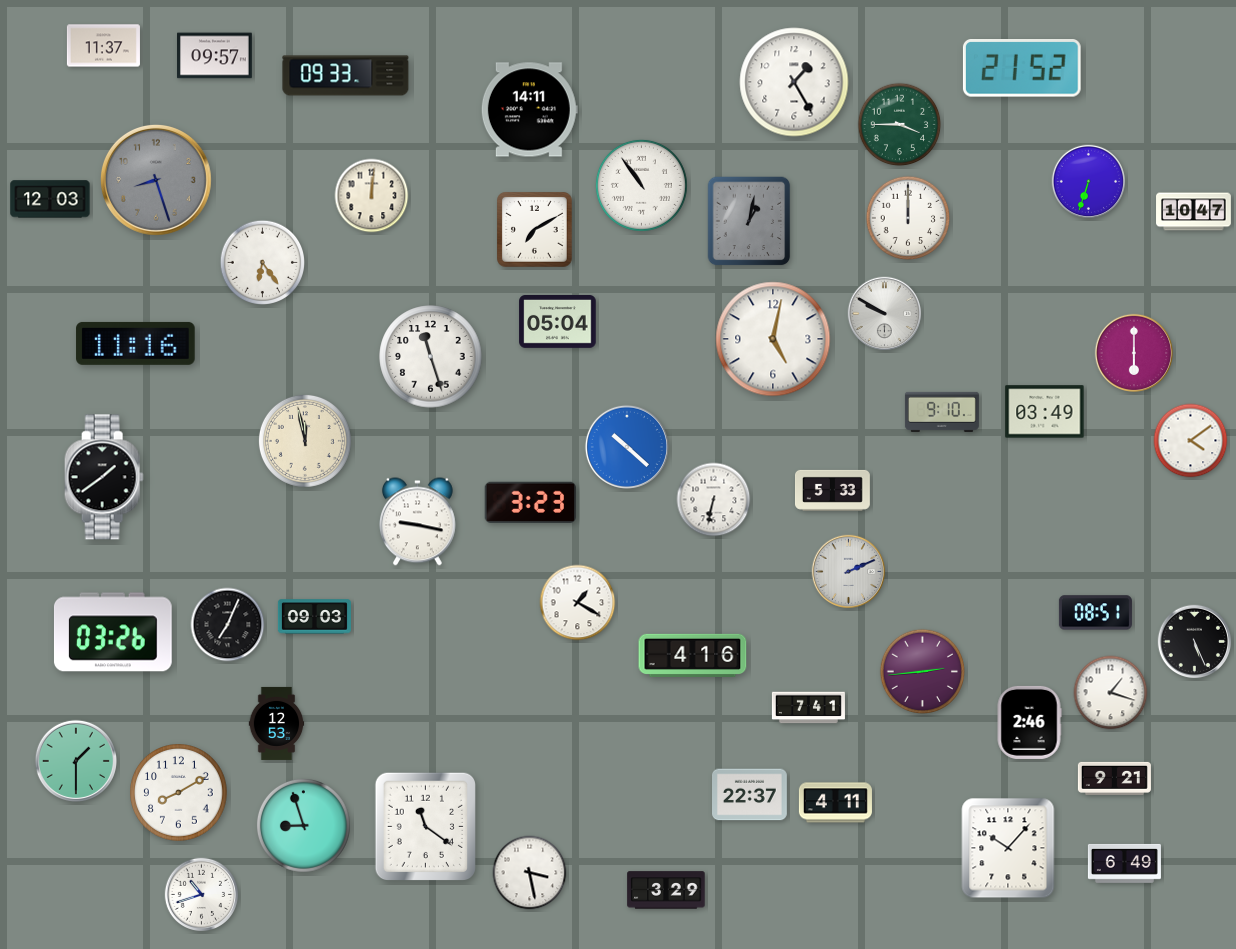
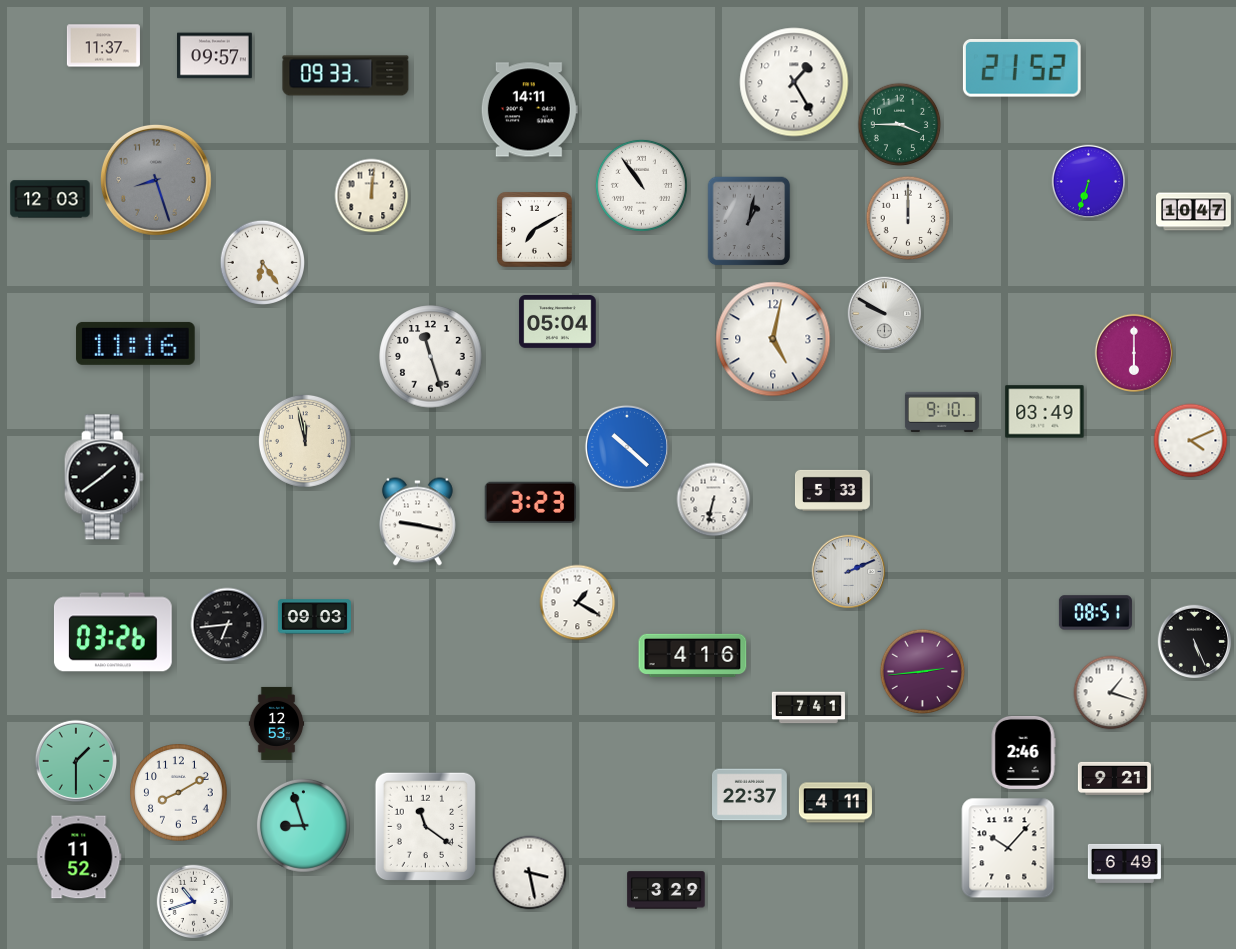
clock at (1191, 441): 4:09 -> 4:11
clock at (228, 625): 7:04 -> 6:44
clock at (1029, 722) position: (1029, 722) -> (1023, 752)
clock at (79, 857): none -> 11:52
clock at (202, 895) position: (202, 895) -> (194, 902)
